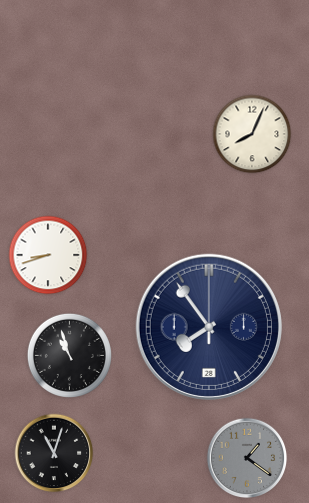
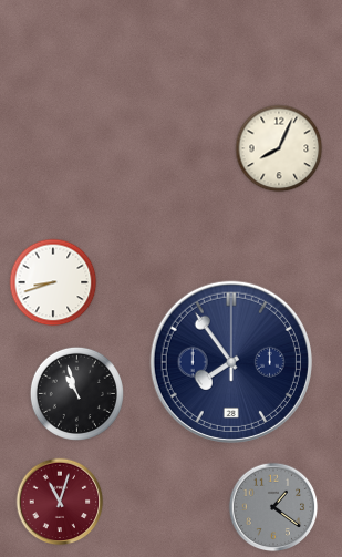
clock at (54, 453) dial: black -> burgundy
